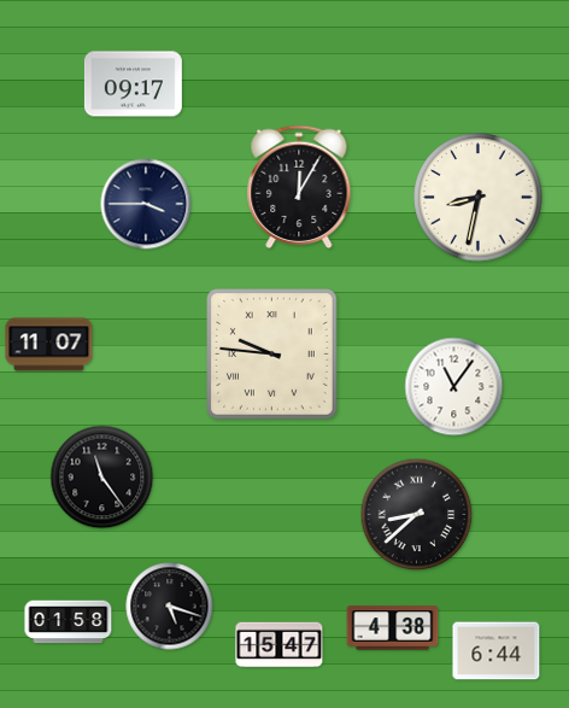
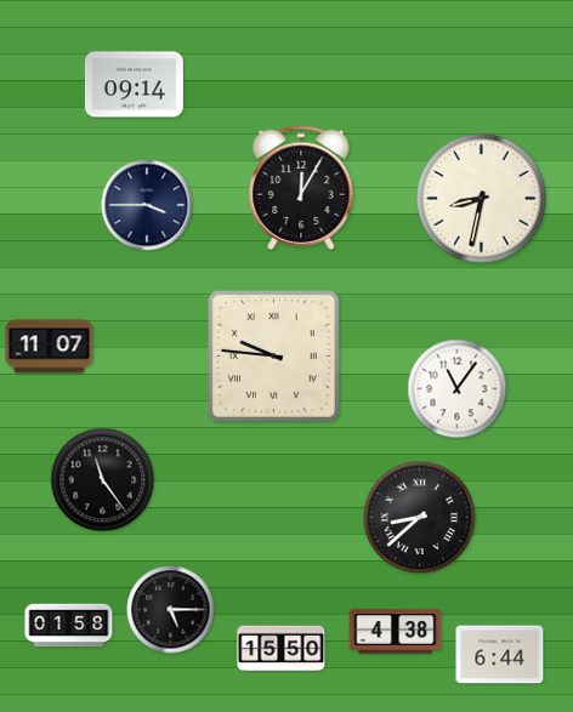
clock at (133, 84): 09:17 -> 09:14
clock at (170, 607): 5:18 -> 5:15
clock at (280, 645): 15:47 -> 15:50
